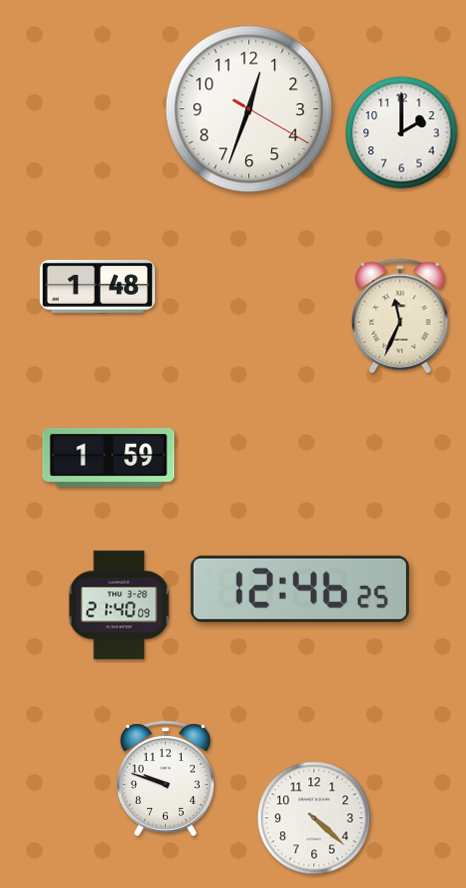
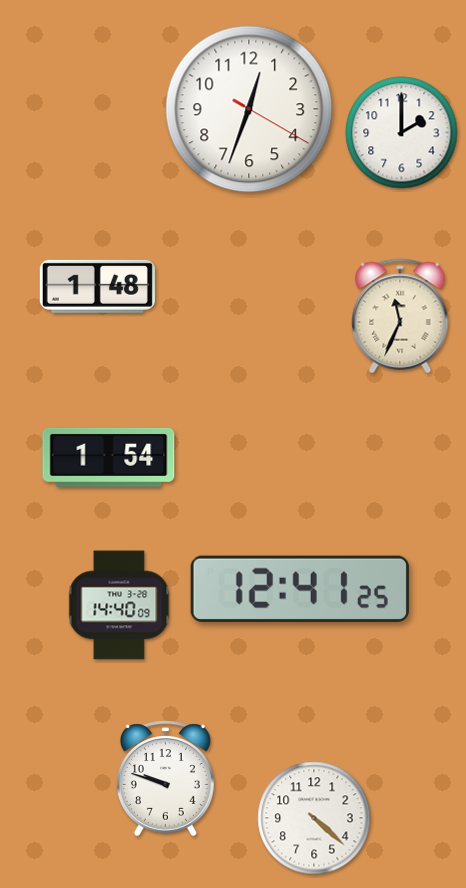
clock at (109, 457): 1:59 -> 1:54
clock at (300, 589): 12:46 -> 12:41
clock at (119, 605): 21:40 -> 14:40
